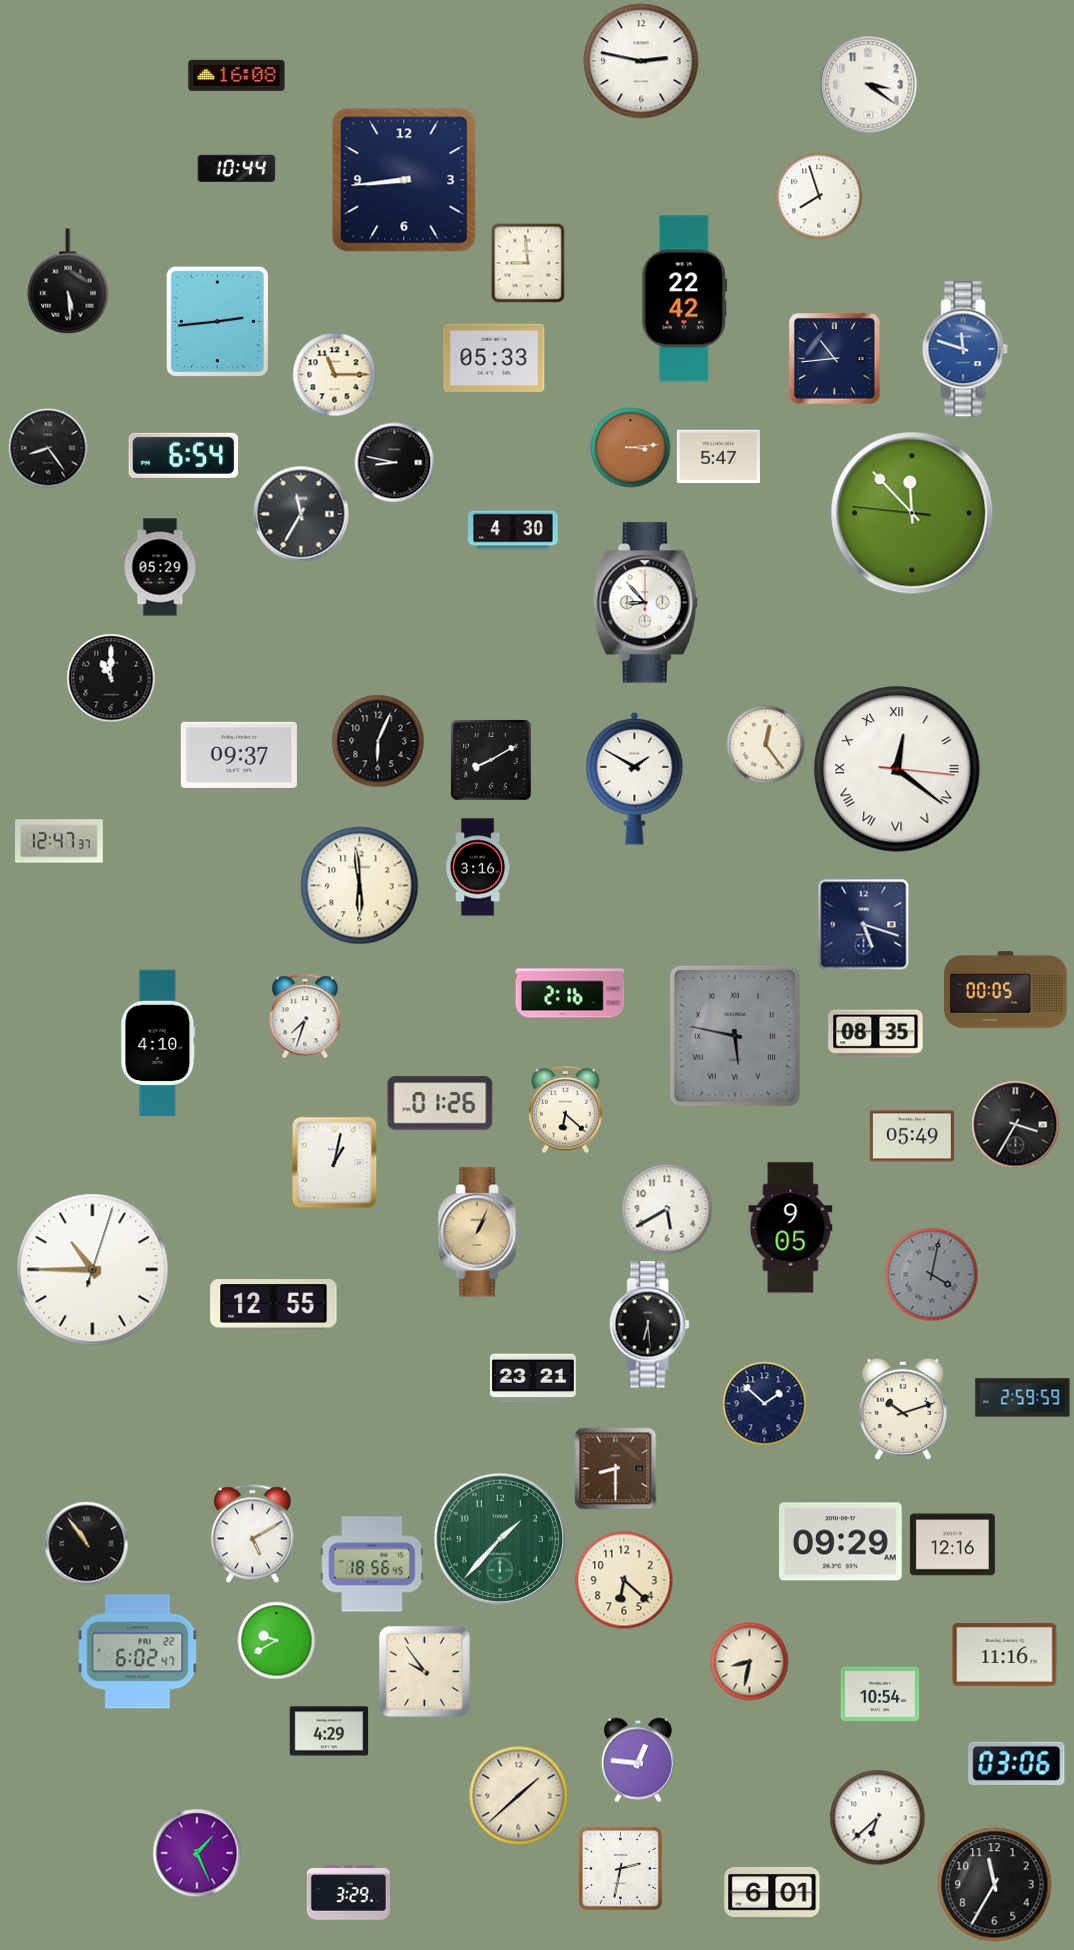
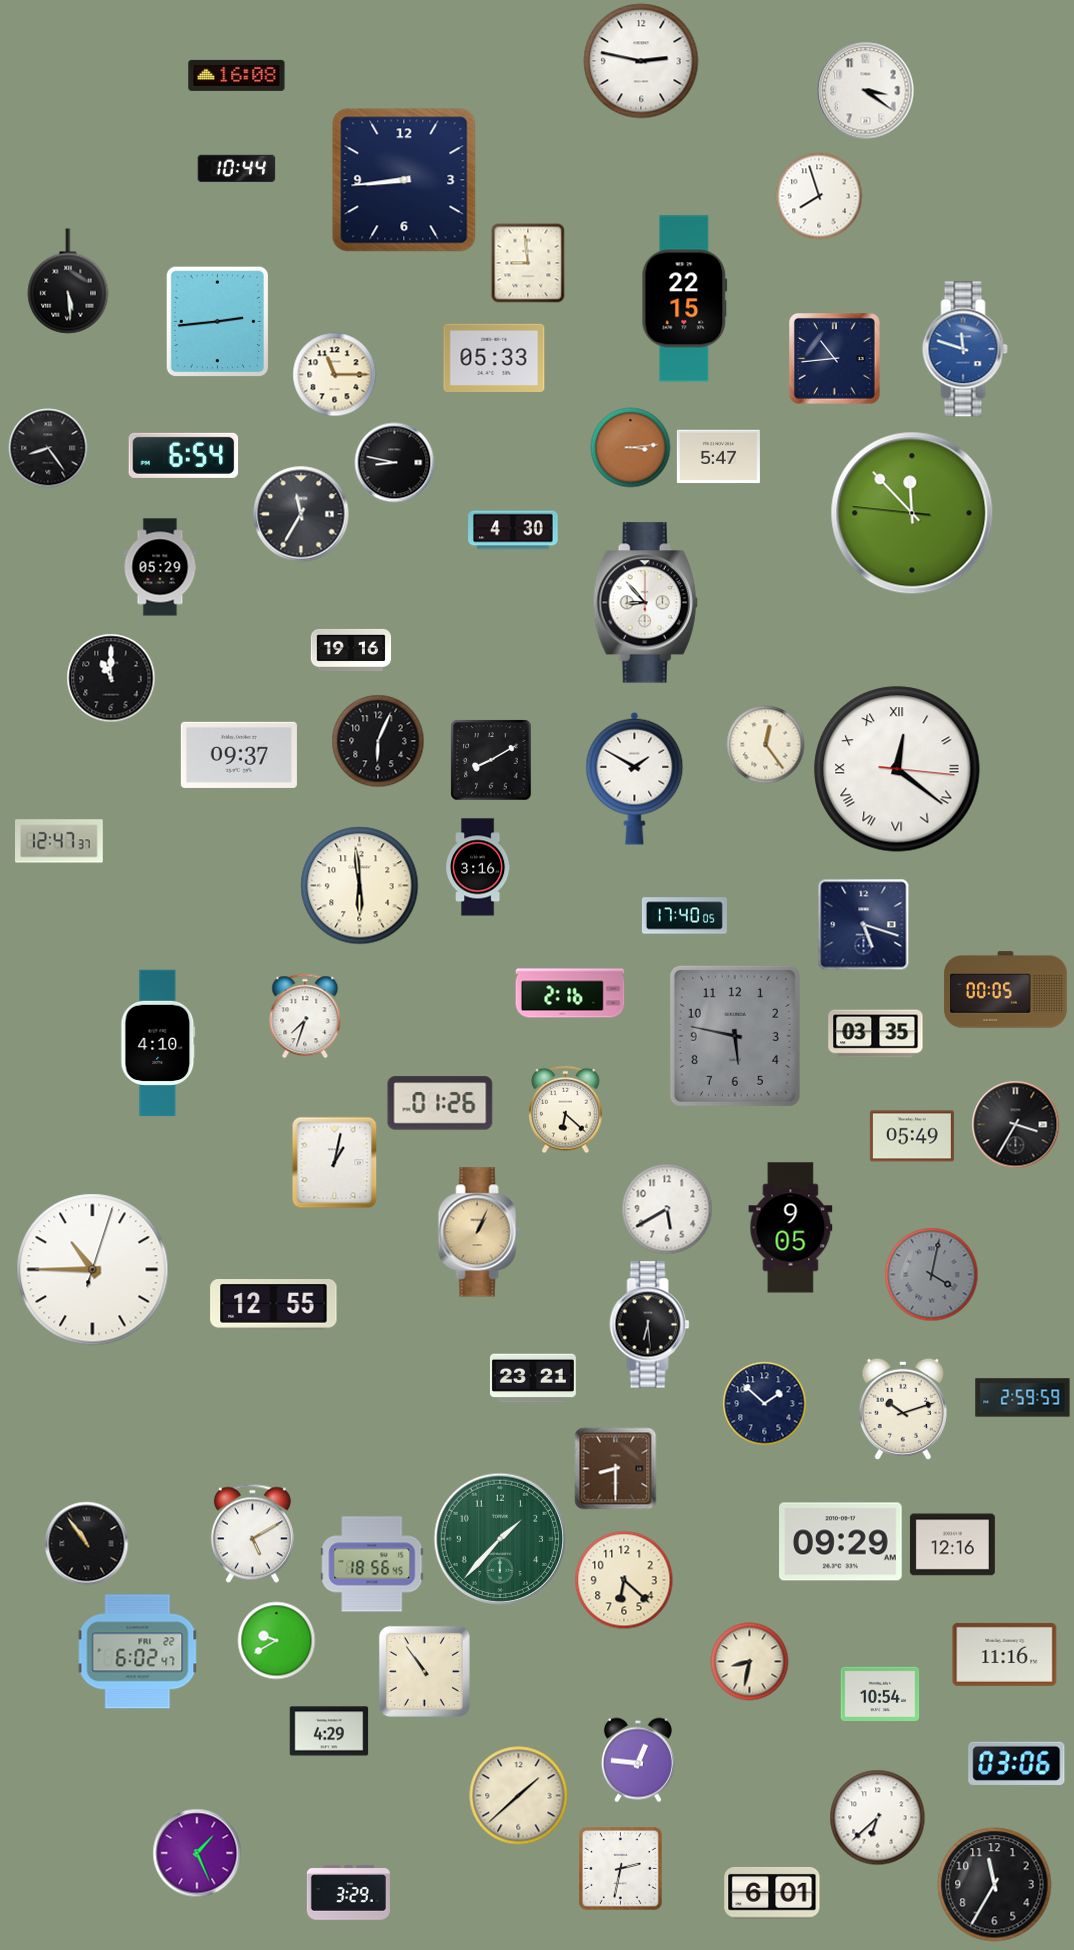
clock at (869, 85) position: (869, 85) -> (866, 91)
clock at (685, 299): 22:42 -> 22:15
clock at (351, 650): none -> 19:16
clock at (684, 916): none -> 17:40
clock at (876, 1034): 08:35 -> 03:35
clock at (735, 1036) numerals: Roman -> Arabic
clock at (424, 1671): 9:54 -> 10:54
